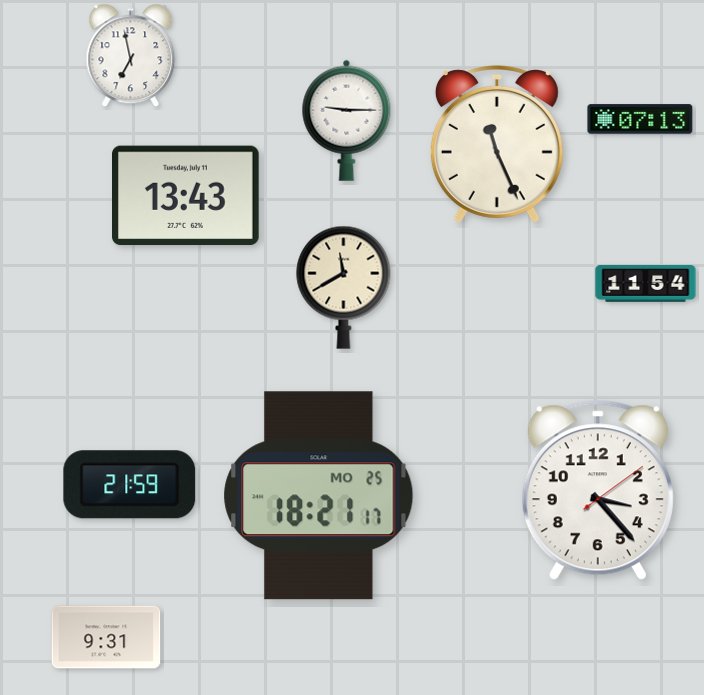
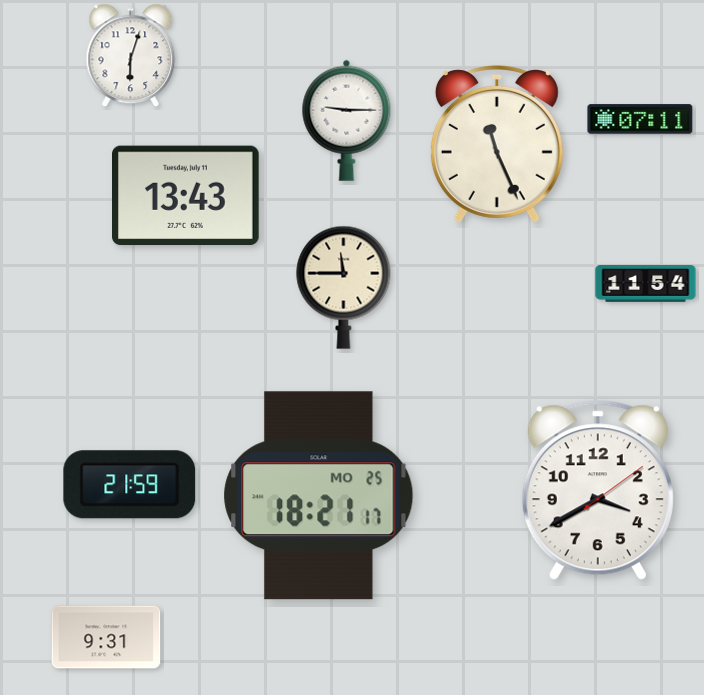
clock at (131, 56): 6:58 -> 6:03
clock at (640, 119): 07:13 -> 07:11
clock at (344, 287): 11:40 -> 11:45
clock at (598, 490): 3:23 -> 3:40
